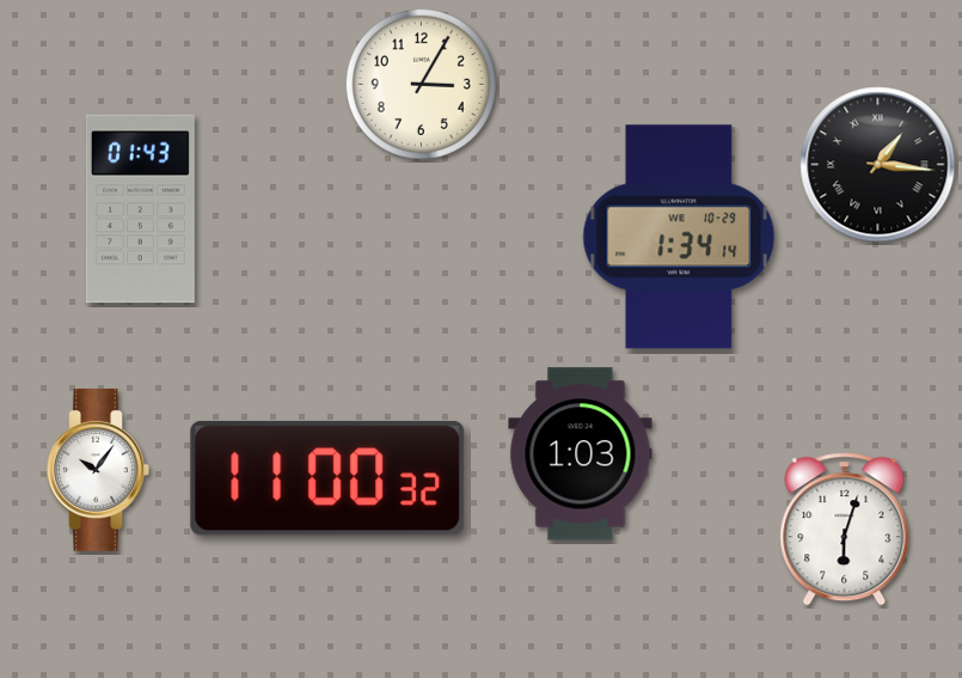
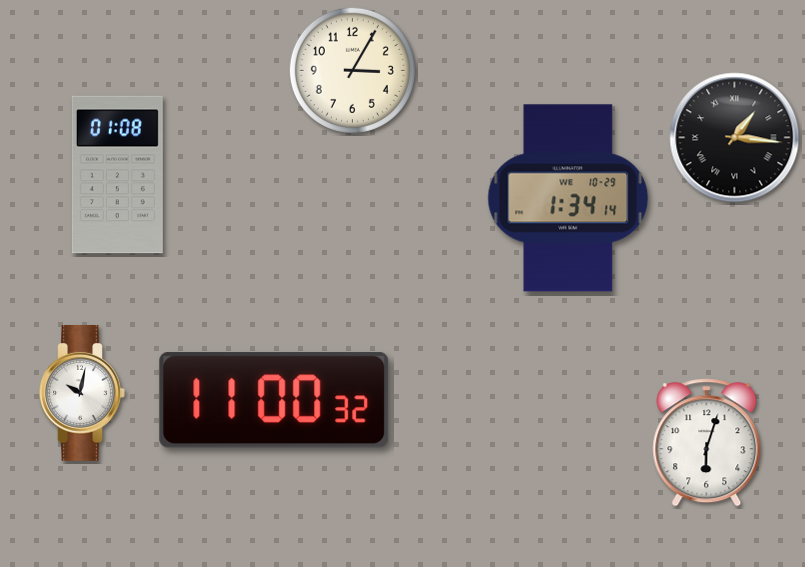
clock at (140, 209): 01:43 -> 01:08
clock at (581, 454): 1:03 -> none
clock at (98, 471): 10:06 -> 10:02
